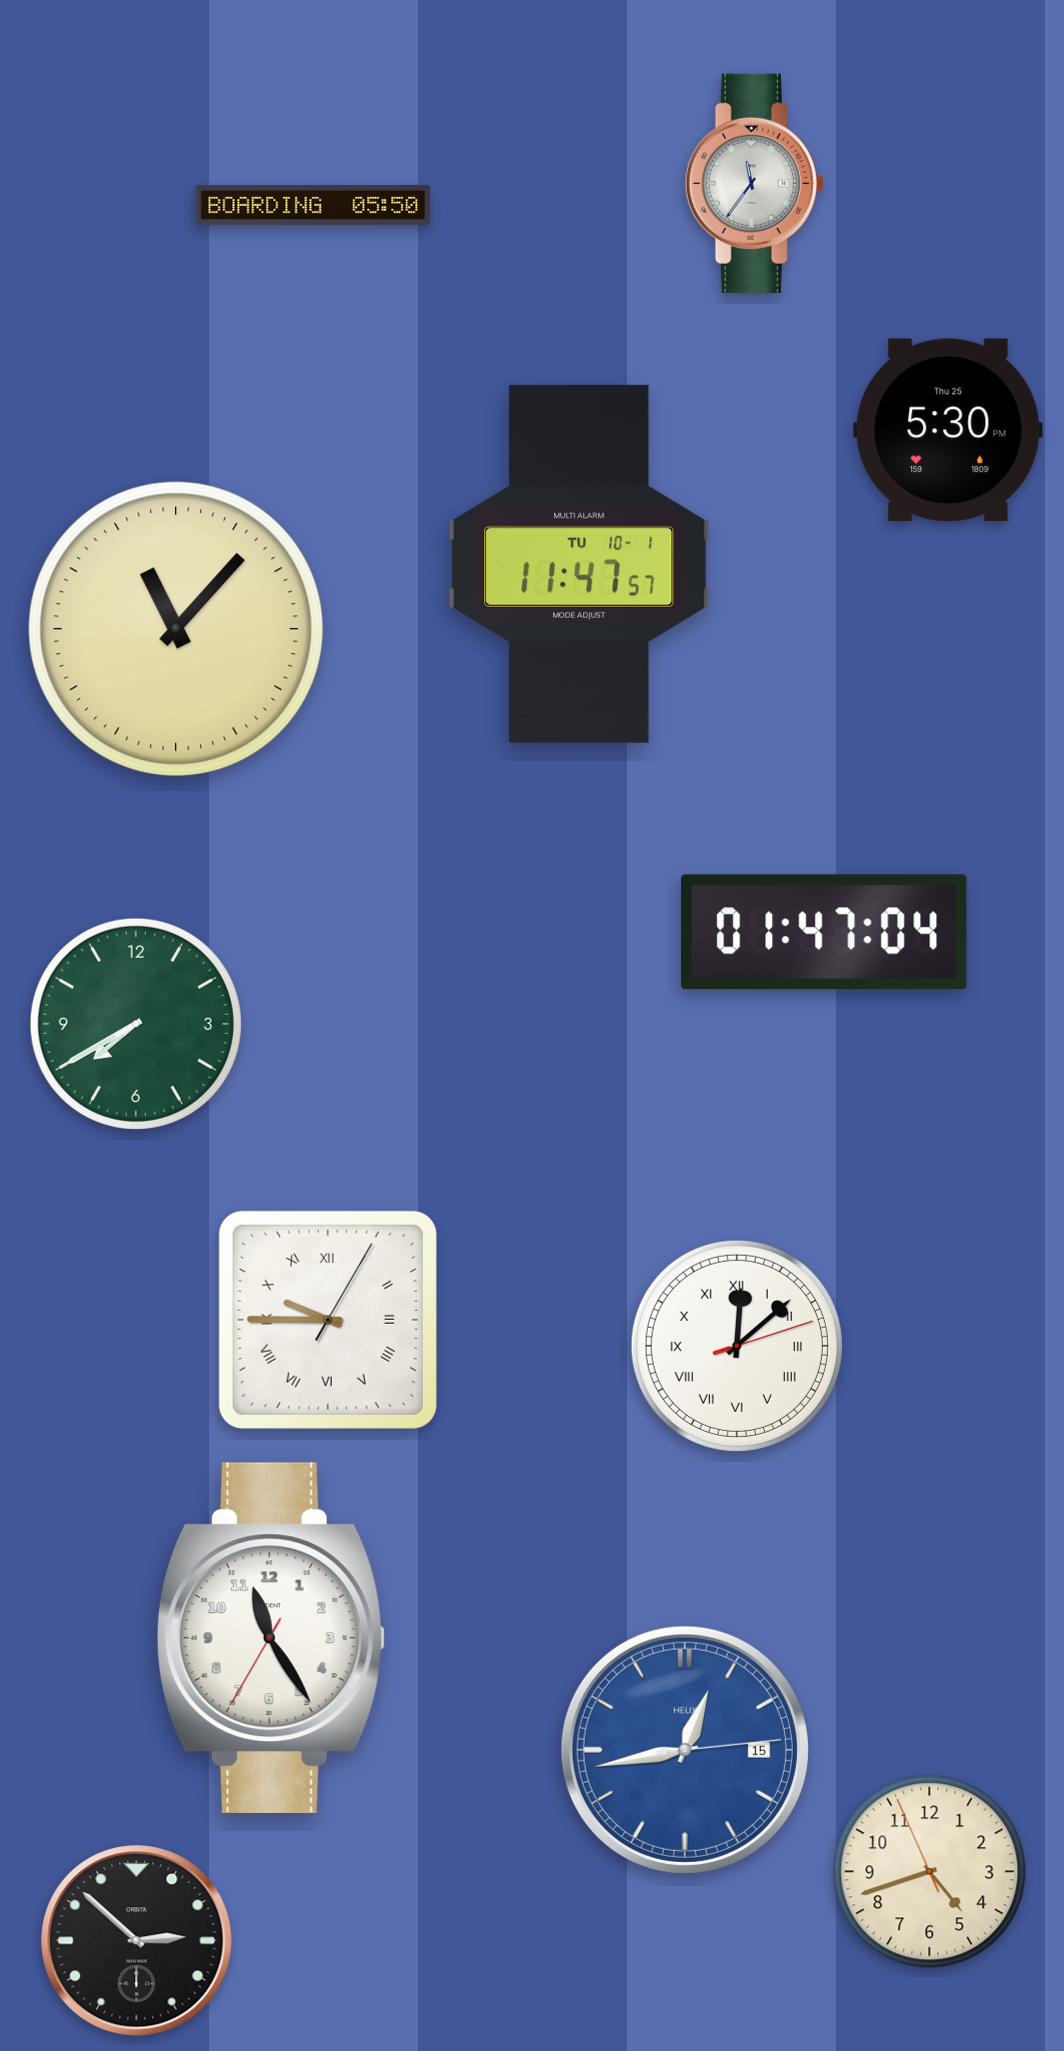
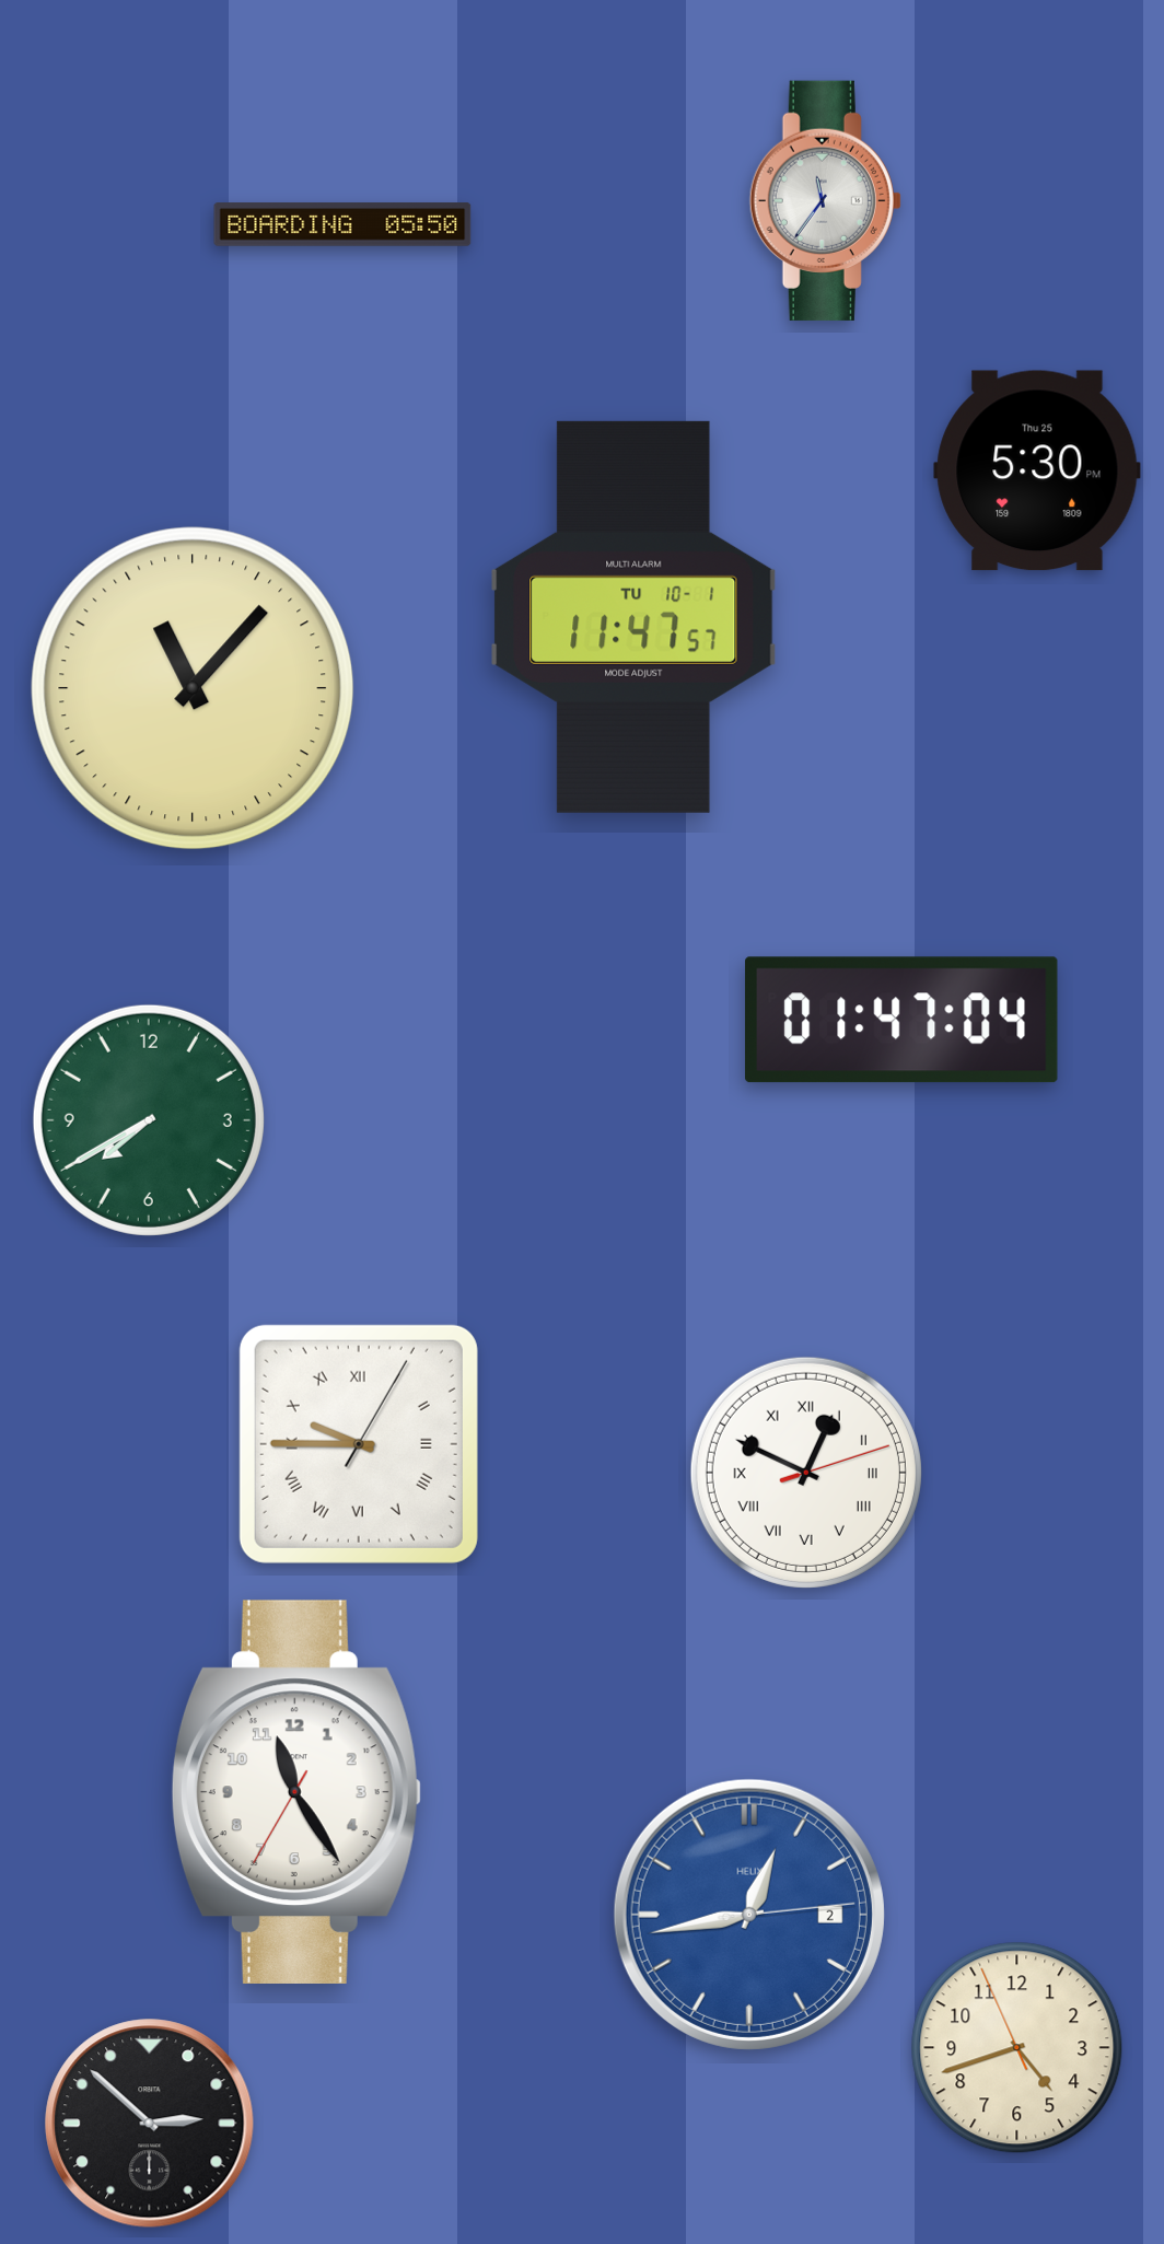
clock at (737, 1346): 12:08 -> 12:49
clock at (685, 1750) date: 15 -> 2
